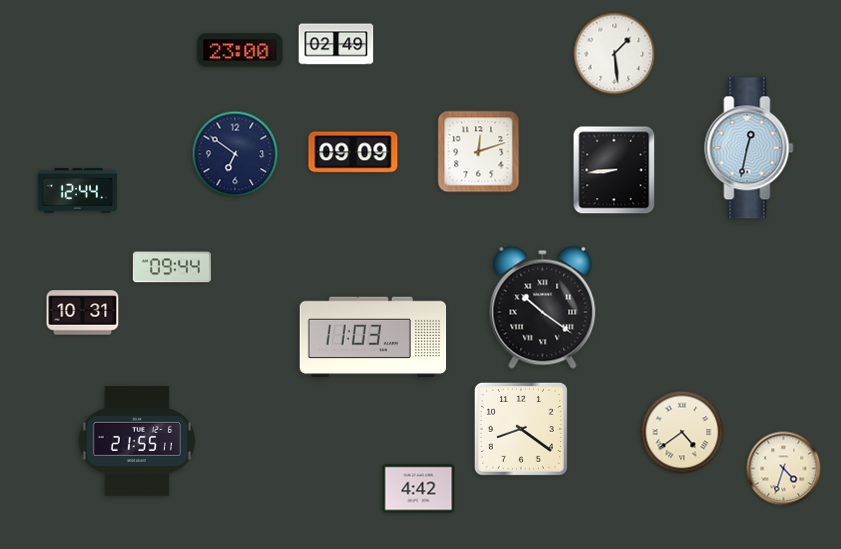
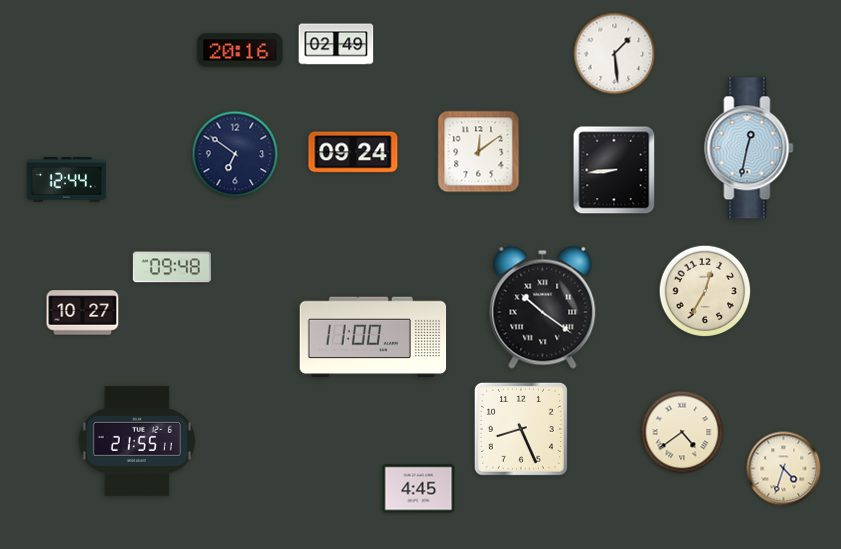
clock at (240, 50): 23:00 -> 20:16
clock at (353, 152): 09:09 -> 09:24
clock at (479, 152): 12:12 -> 12:09
clock at (77, 191) position: (77, 191) -> (66, 180)
clock at (172, 267): 09:44 -> 09:48
clock at (705, 291): none -> 12:35
clock at (83, 313): 10:31 -> 10:27
clock at (373, 337): 11:03 -> 11:00
clock at (521, 429): 8:21 -> 8:26
clock at (419, 489): 4:42 -> 4:45
